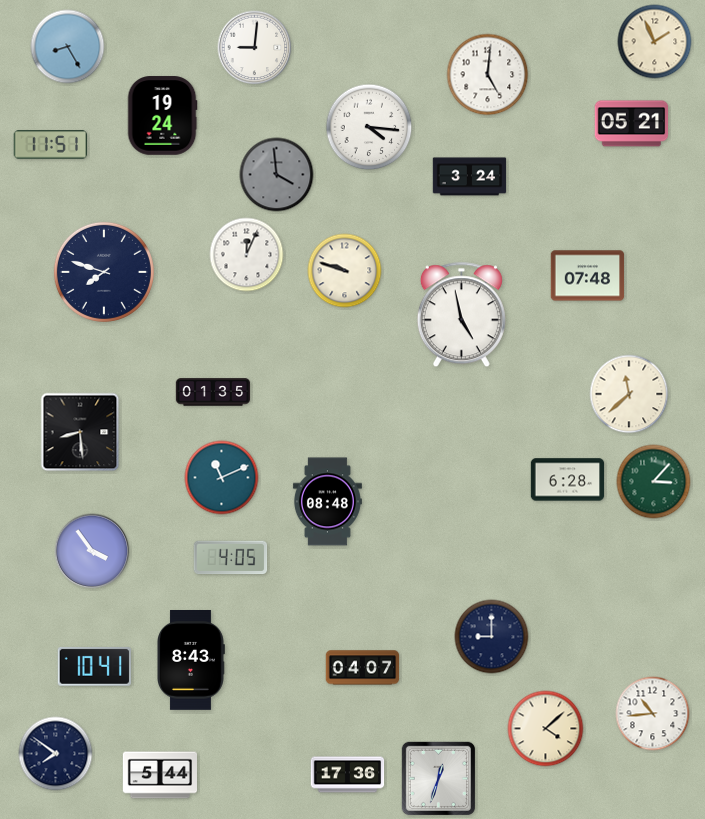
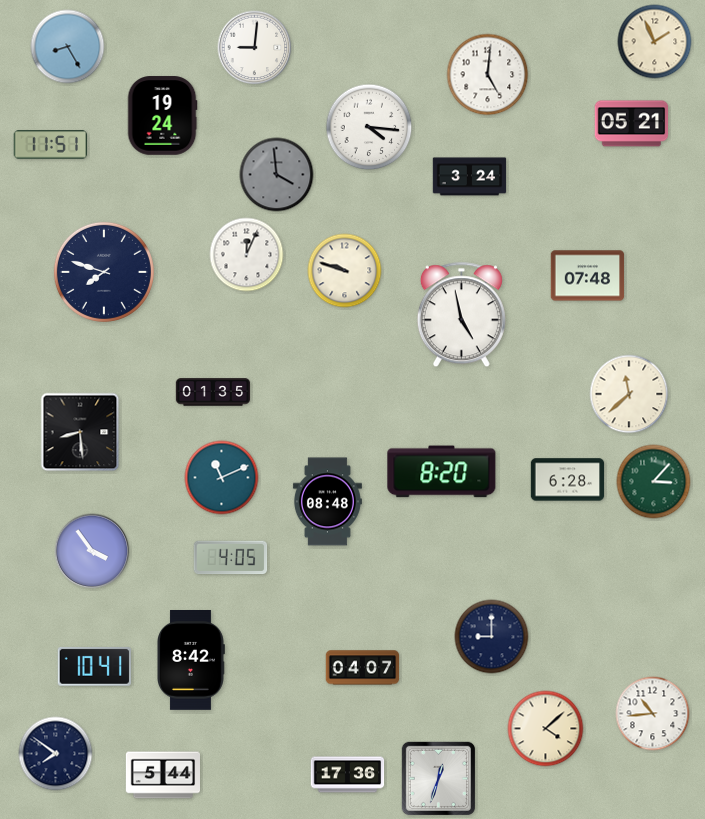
clock at (442, 472): none -> 8:20
clock at (191, 661): 8:43 -> 8:42
clock at (159, 775) position: (159, 775) -> (162, 775)
